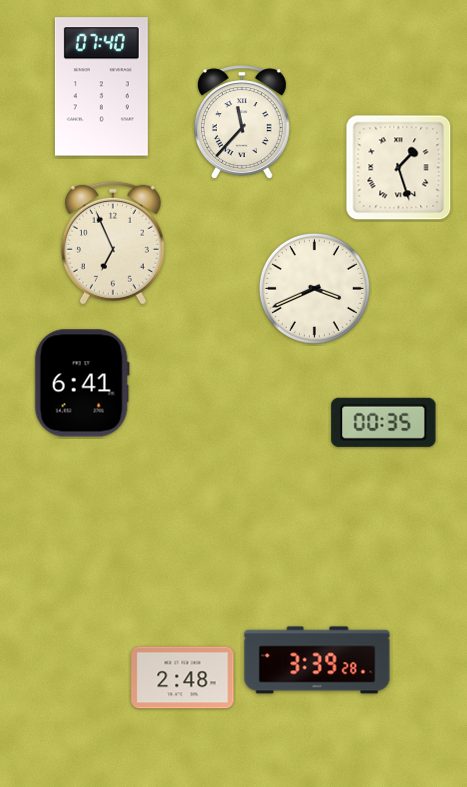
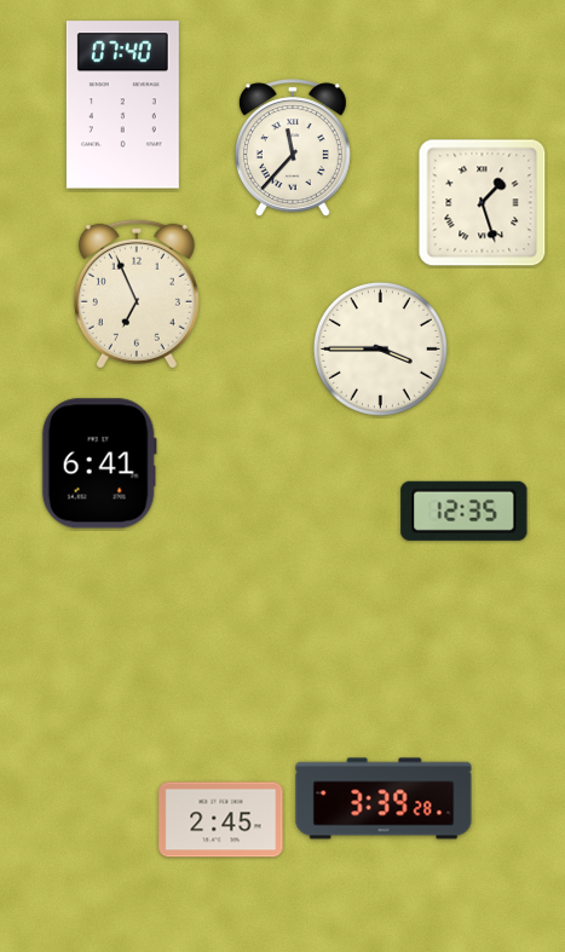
clock at (314, 288): 3:41 -> 3:45
clock at (384, 422): 00:35 -> 12:35
clock at (183, 678): 2:48 -> 2:45
